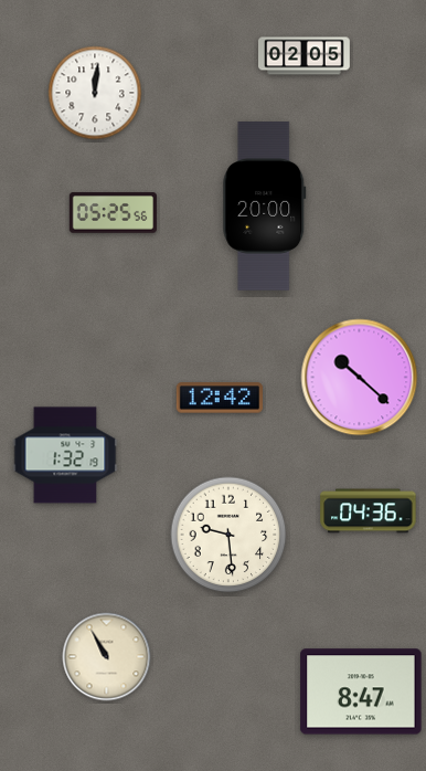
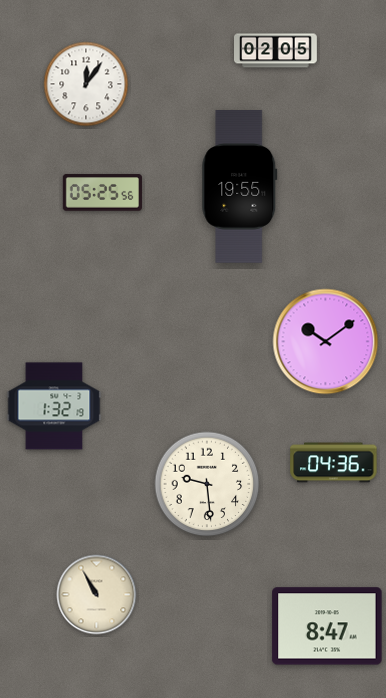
clock at (95, 93): 12:01 -> 12:06
clock at (265, 207): 20:00 -> 19:55
clock at (360, 378): 10:22 -> 10:09
clock at (219, 398): 12:42 -> none
clock at (65, 455) position: (65, 455) -> (54, 406)
